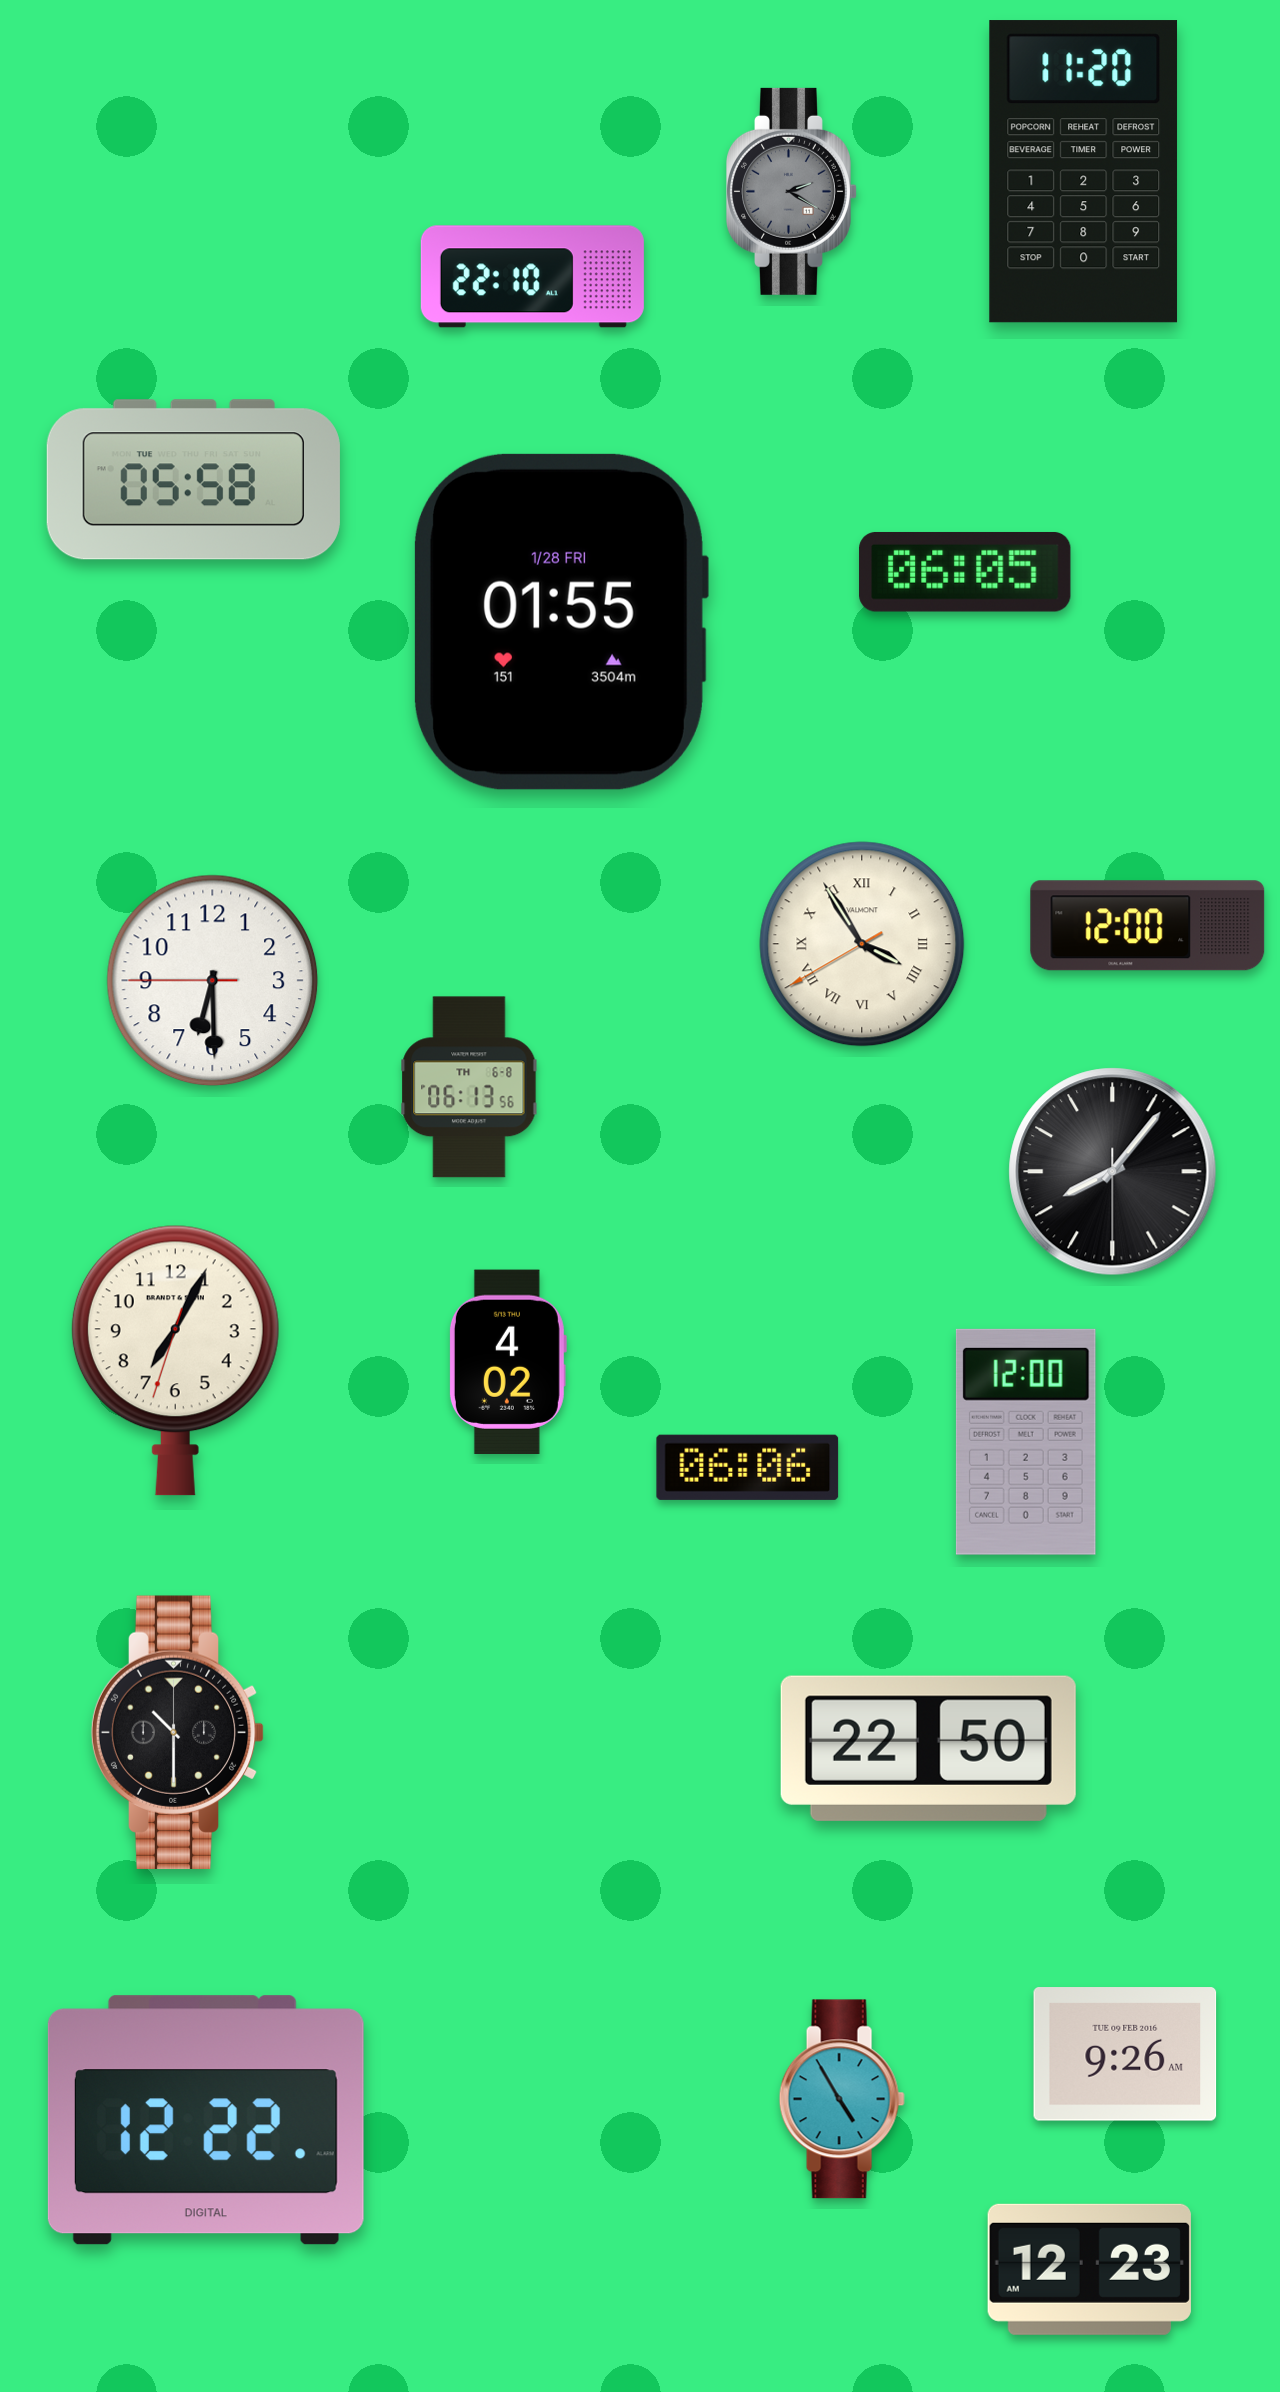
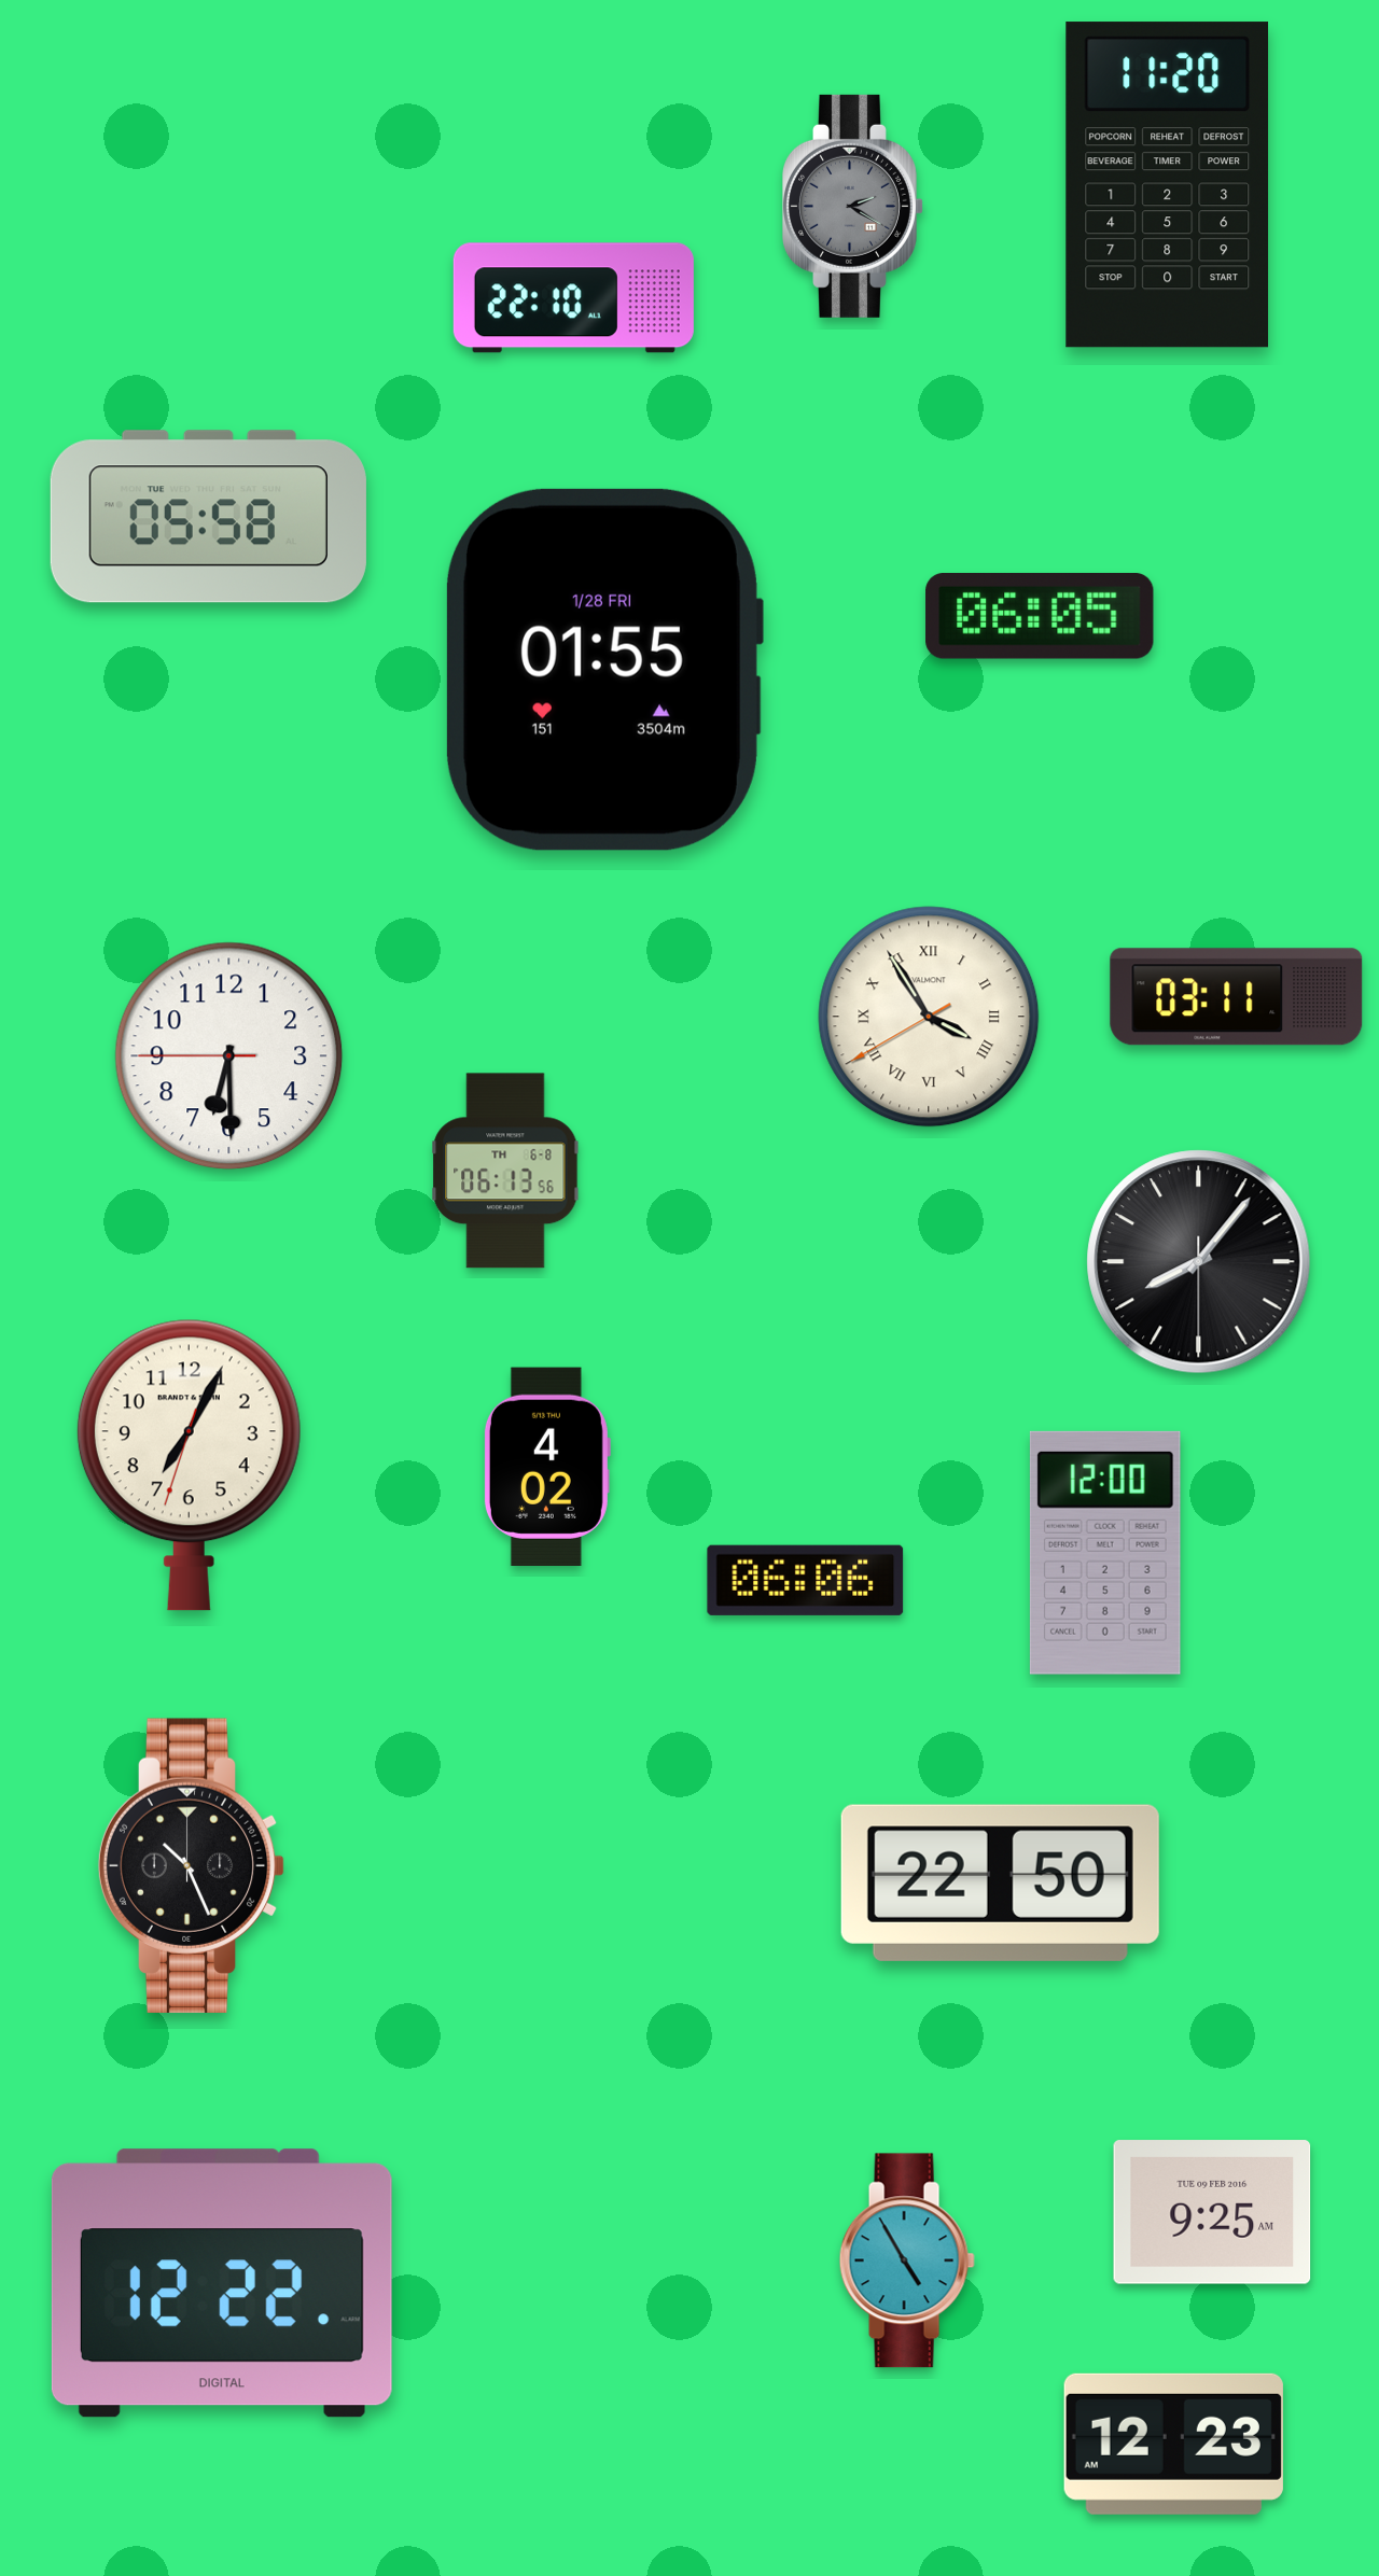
clock at (1148, 926): 12:00 -> 03:11
clock at (178, 1732): 10:30 -> 10:26
clock at (1125, 2054): 9:26 -> 9:25
